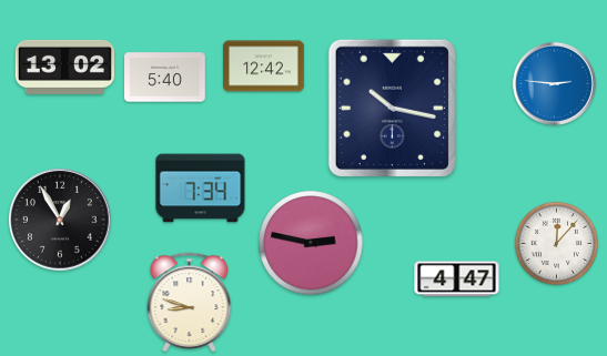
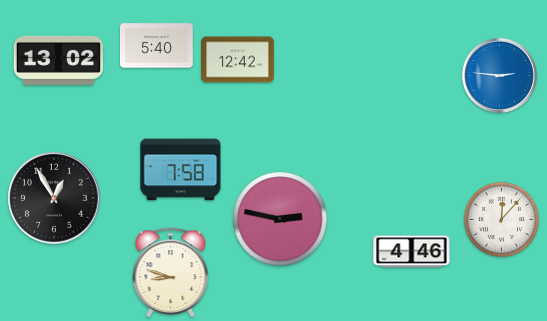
clock at (165, 78) position: (165, 78) -> (157, 46)
clock at (392, 108): 10:17 -> none
clock at (201, 189): 7:34 -> 7:58
clock at (457, 279): 4:47 -> 4:46
